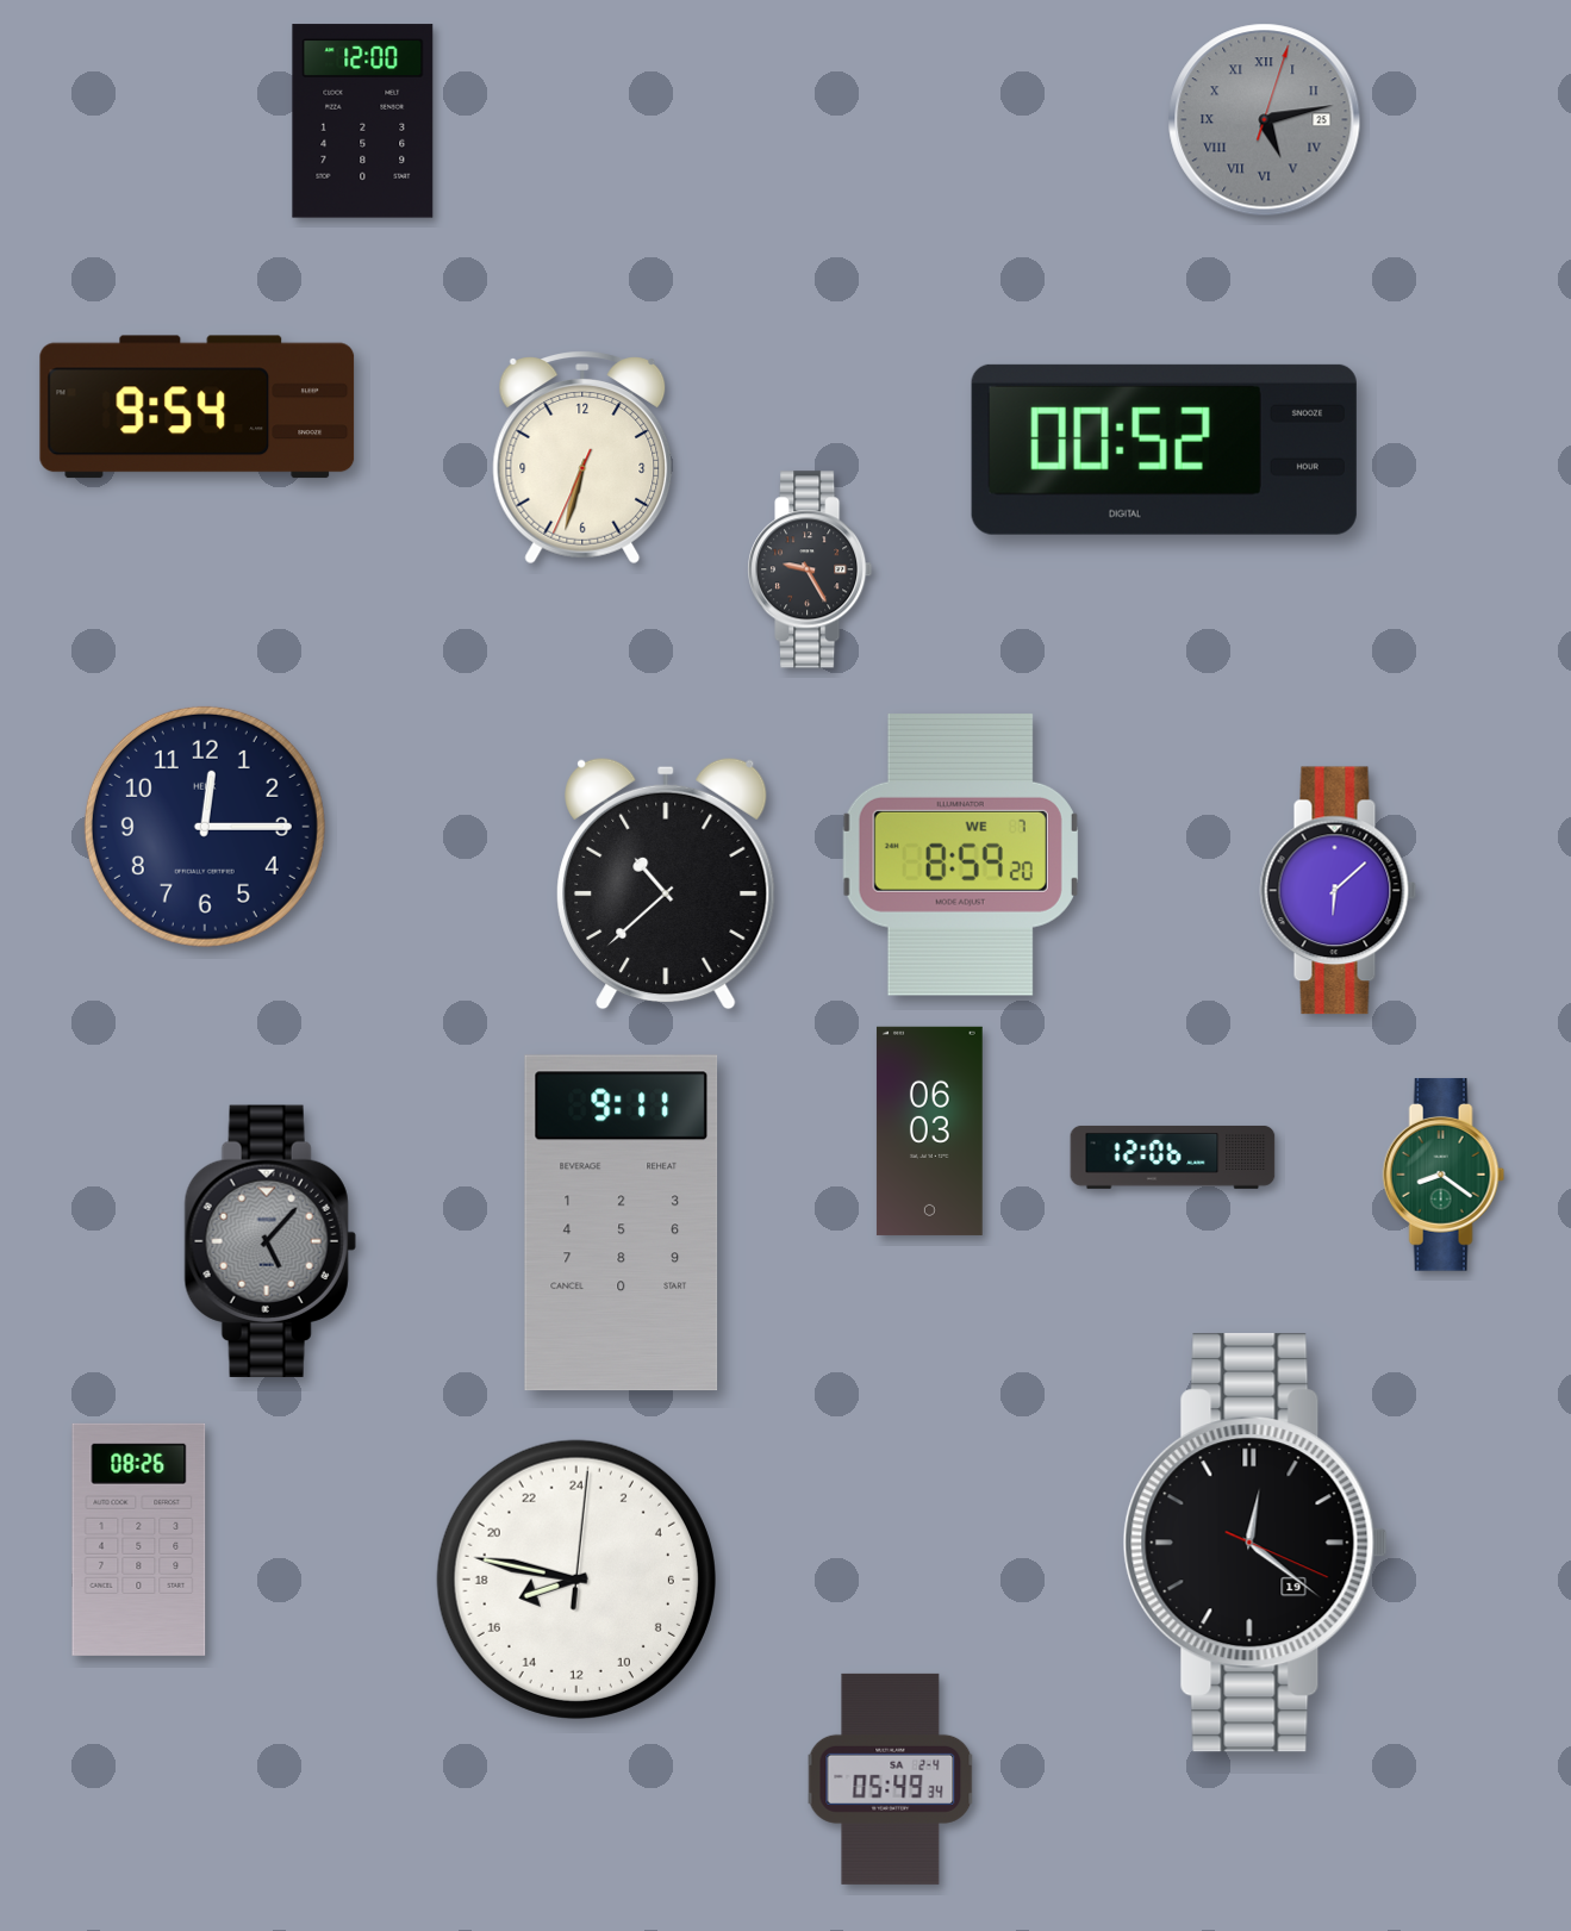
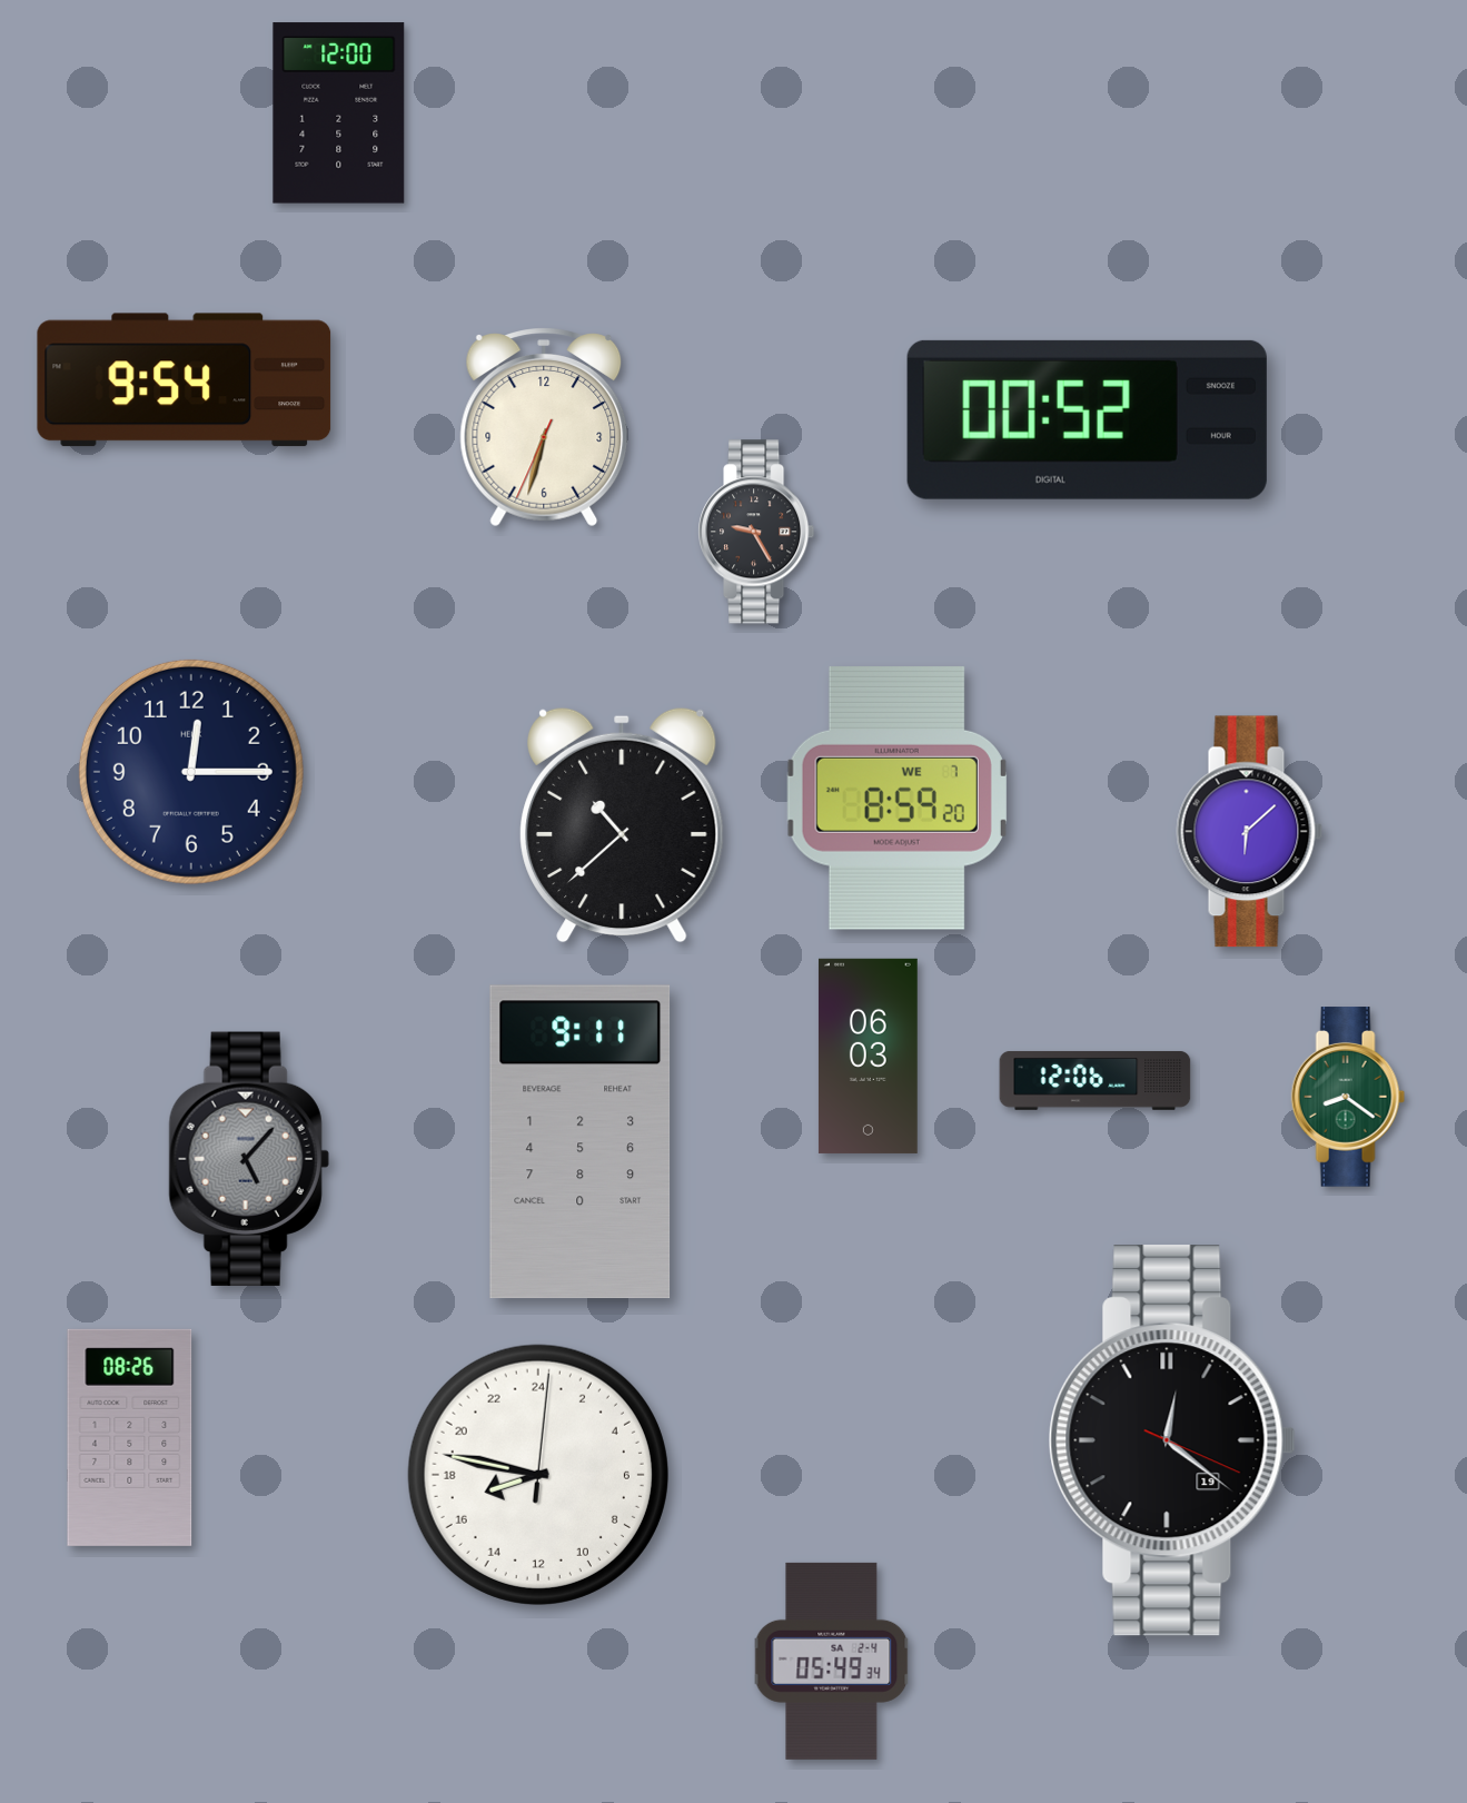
clock at (1265, 120): 5:13 -> none
clock at (270, 1240) position: (270, 1240) -> (249, 1158)
